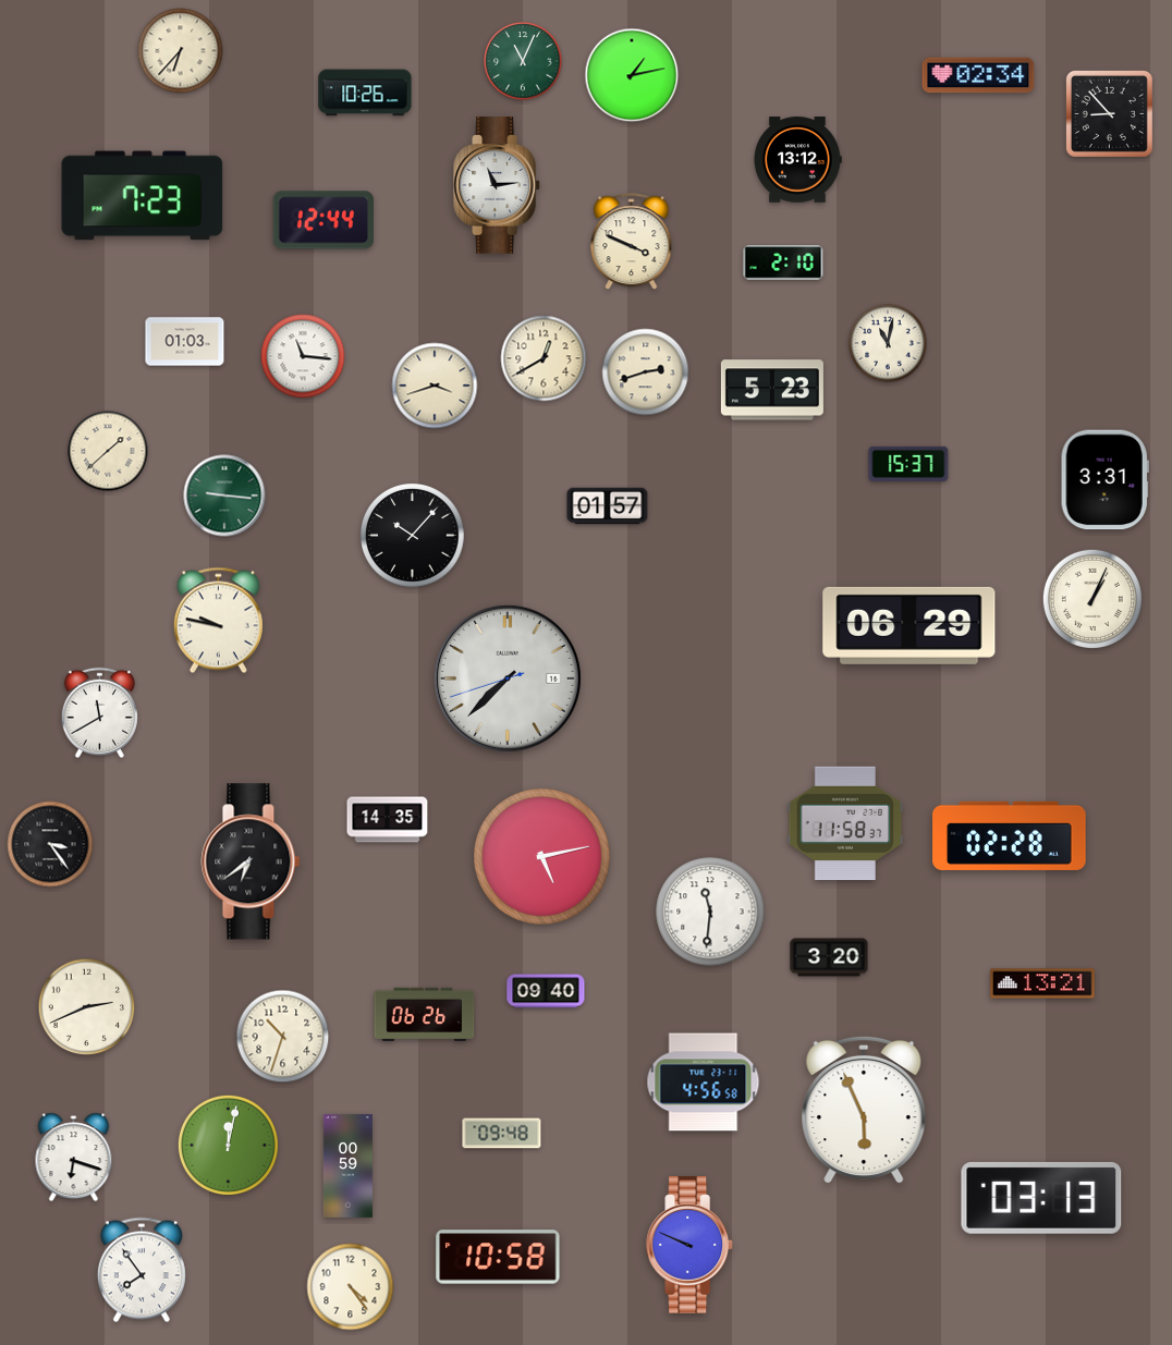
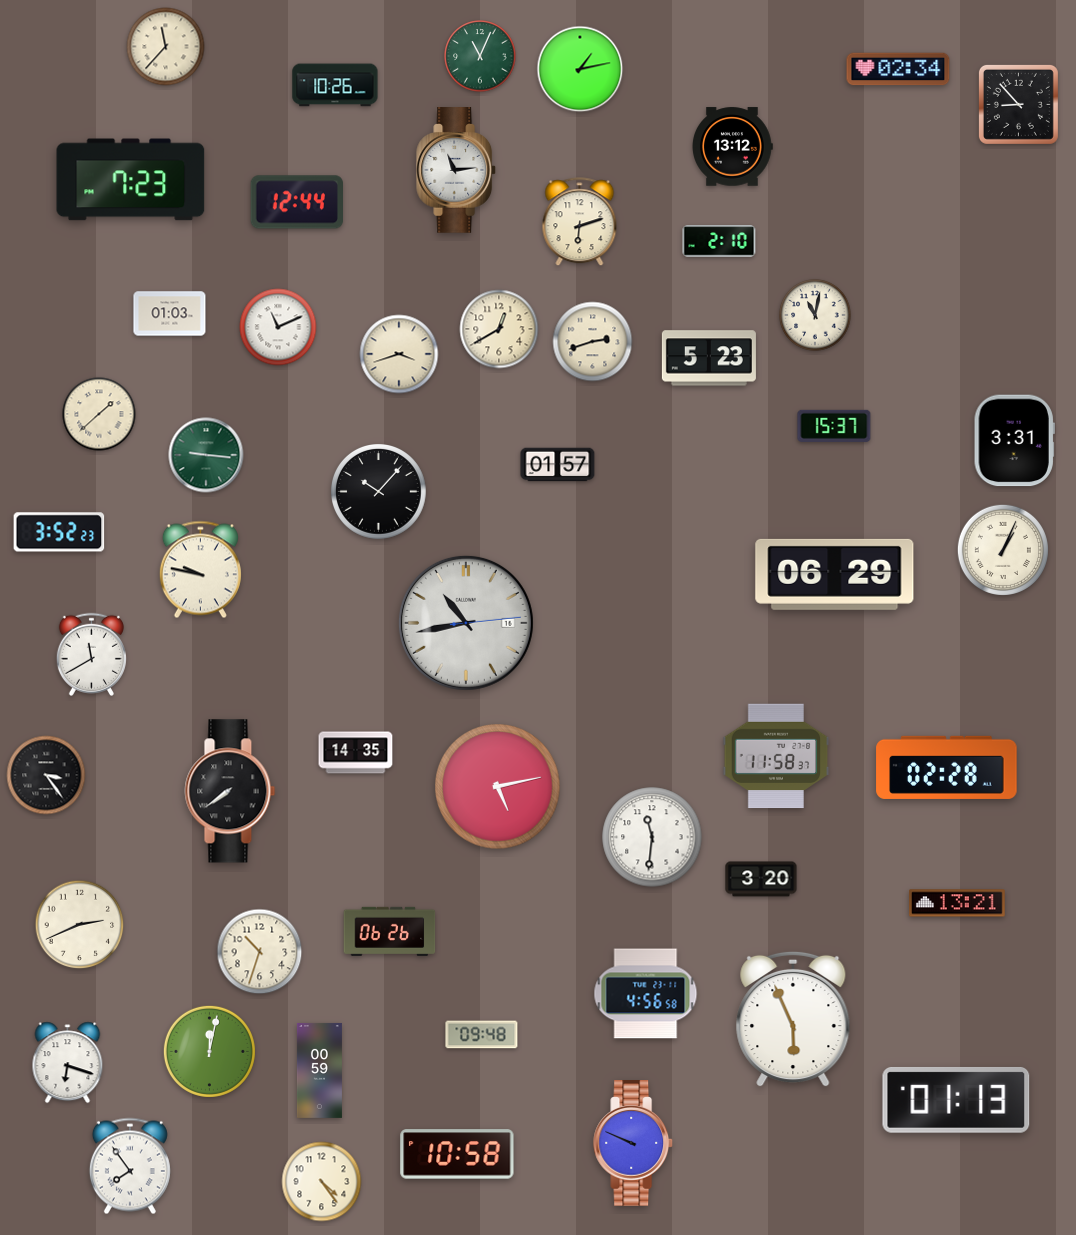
clock at (181, 51): 6:37 -> 11:37
clock at (632, 242): 3:49 -> 6:12
clock at (303, 356): 11:16 -> 11:11
clock at (59, 532): none -> 3:52
clock at (508, 678): 7:37 -> 10:43
clock at (1010, 835) position: (1010, 835) -> (947, 767)
clock at (251, 861): 6:39 -> 7:39
clock at (546, 991): 09:40 -> none
clock at (502, 1134) position: (502, 1134) -> (482, 1035)
clock at (1041, 1198): 03:13 -> 01:13
